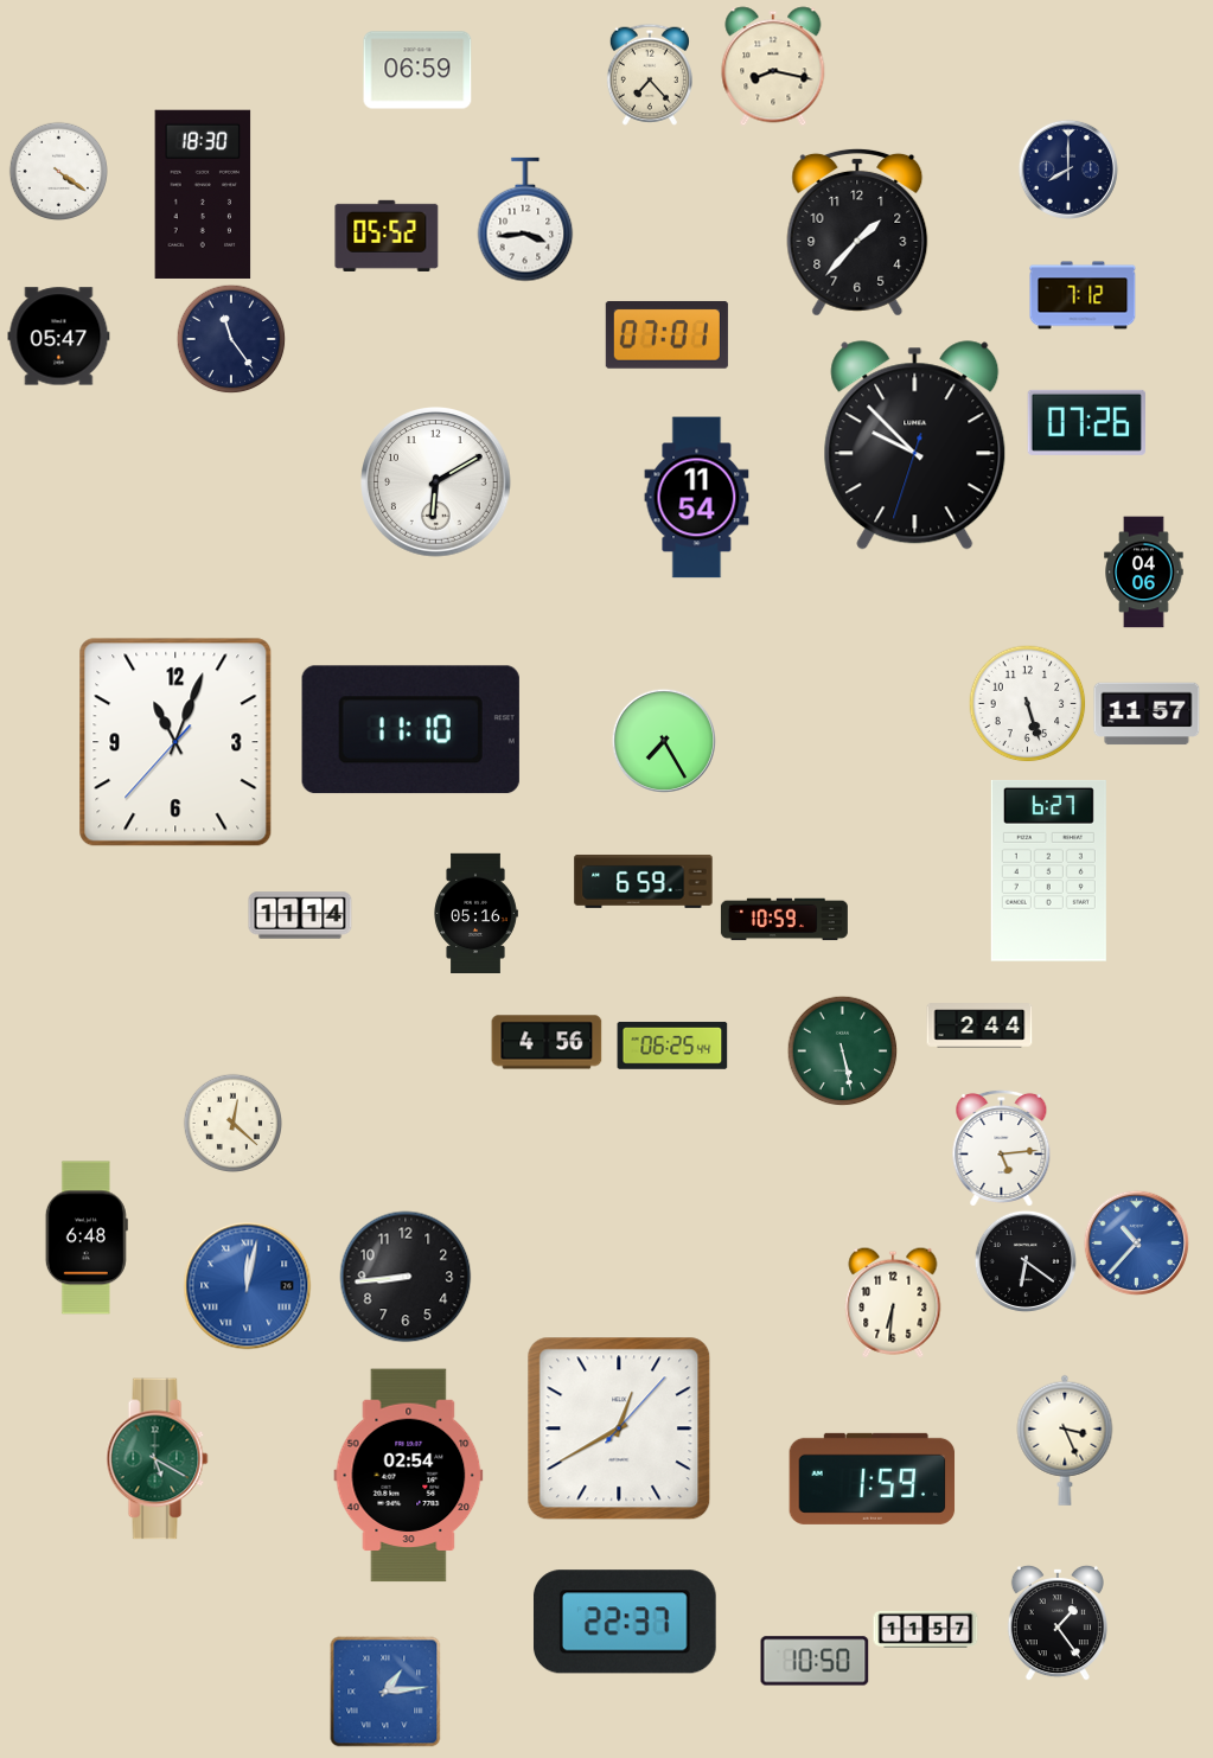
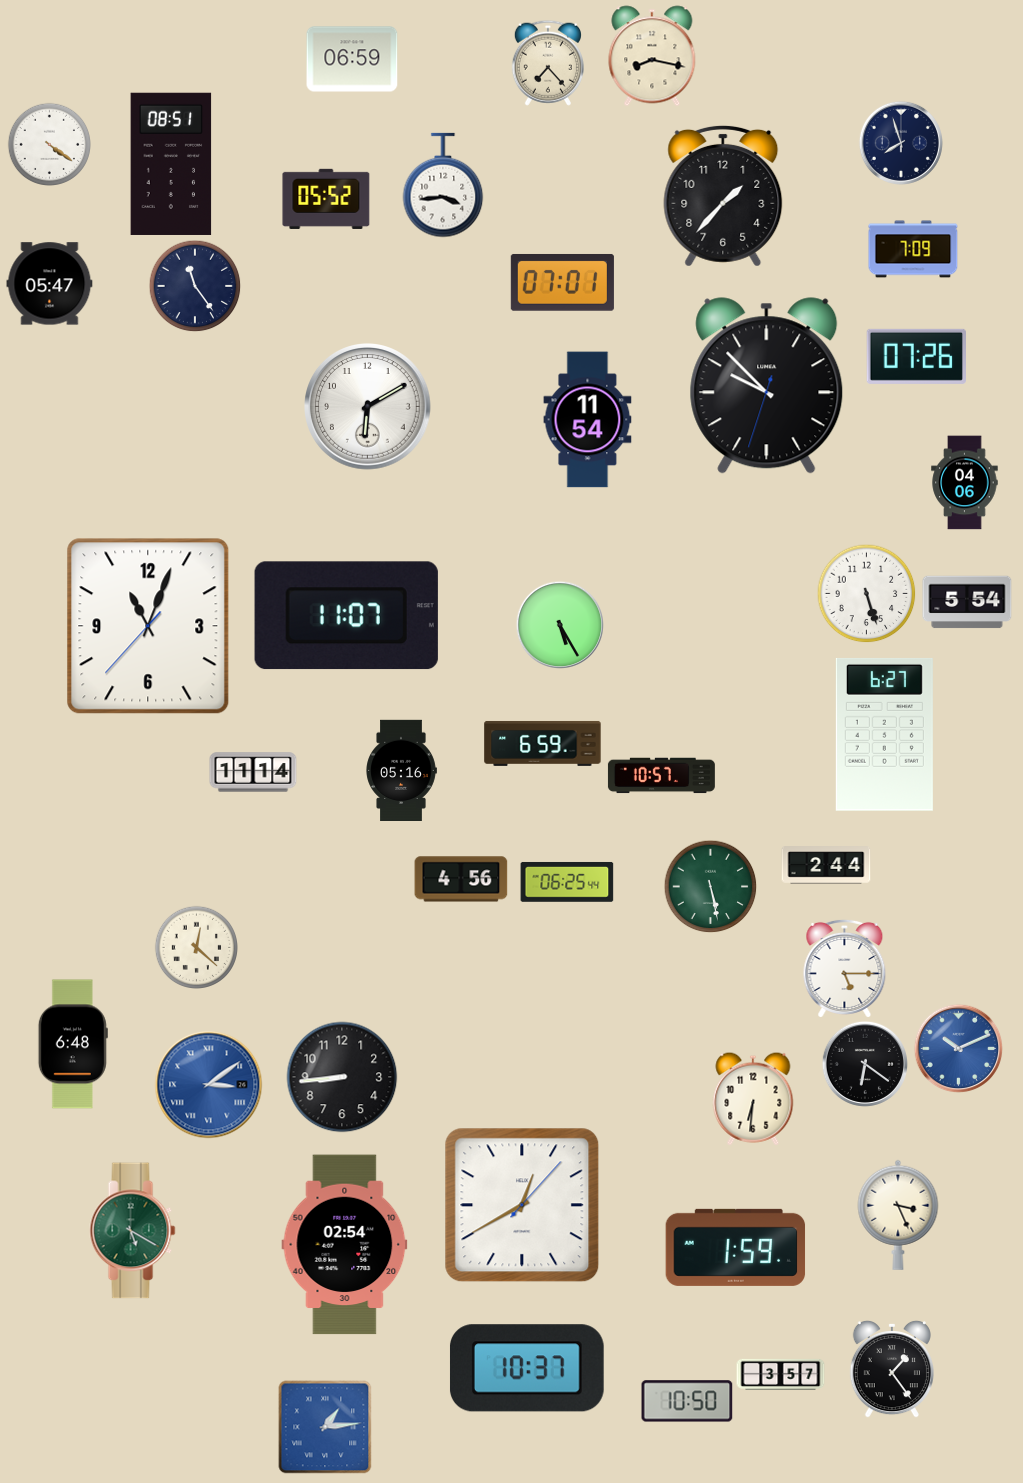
clock at (1068, 170): 8:00 -> 7:57
clock at (203, 194): 18:30 -> 08:51
clock at (1083, 295): 7:12 -> 7:09
clock at (915, 446) position: (915, 446) -> (767, 386)
clock at (1147, 714): 11:57 -> 5:54
clock at (410, 730): 11:10 -> 11:07
clock at (664, 741): 7:25 -> 5:25
clock at (784, 920): 10:59 -> 10:57
clock at (1002, 1148): 5:14 -> 5:15
clock at (1136, 1242): 10:37 -> 10:11
clock at (248, 1286): 12:02 -> 3:09
clock at (625, 1622): 22:37 -> 10:37
clock at (926, 1629): 11:57 -> 3:57
